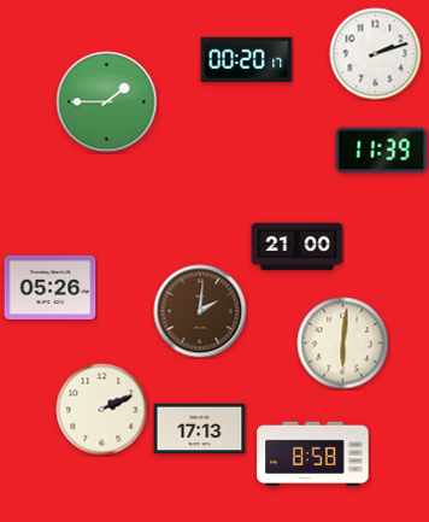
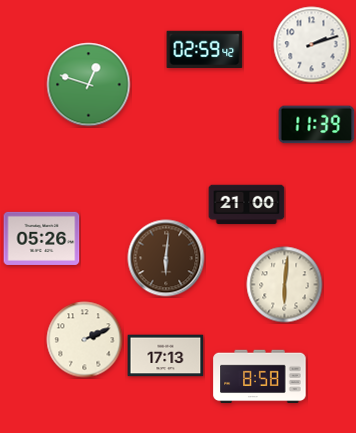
clock at (247, 59): 00:20 -> 02:59
clock at (107, 102): 1:45 -> 12:48
clock at (200, 311): 2:01 -> 6:01
